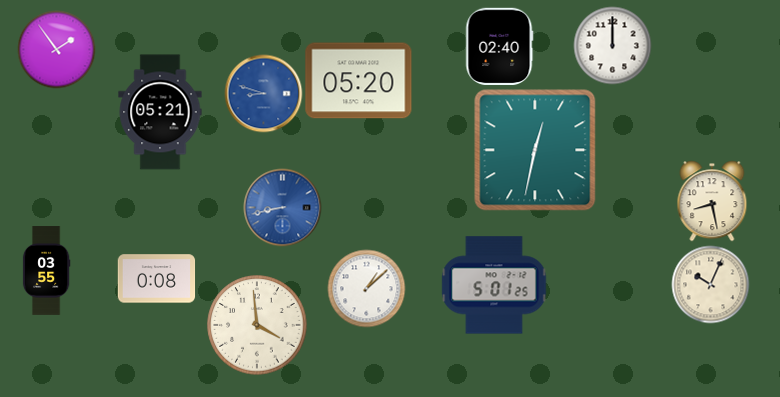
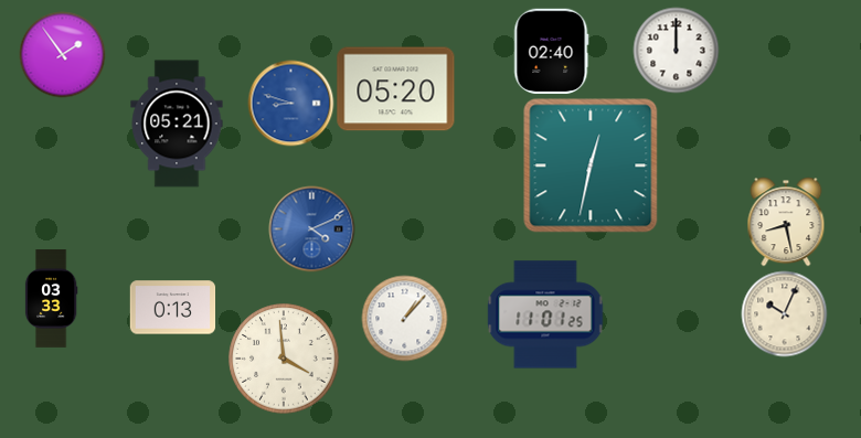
clock at (282, 207): 8:43 -> 4:11
clock at (46, 271): 03:55 -> 03:33
clock at (156, 279): 0:08 -> 0:13
clock at (494, 285): 5:01 -> 11:01
clock at (366, 288): 1:08 -> 1:07
